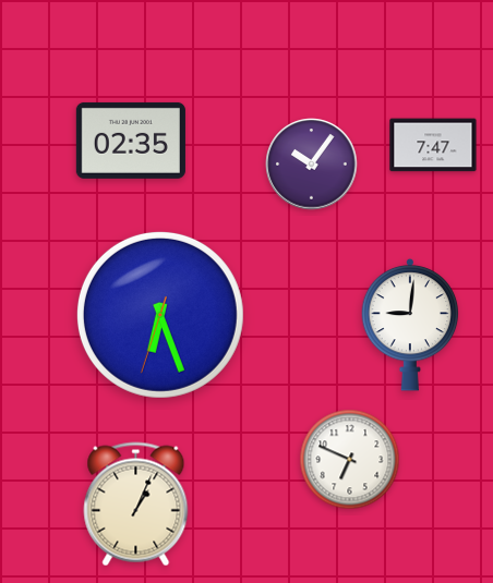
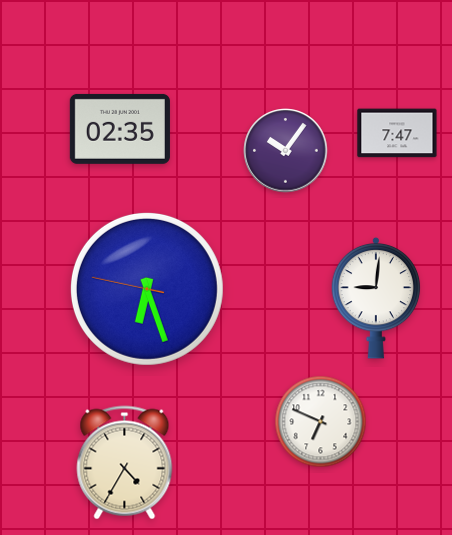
clock at (160, 315): 6:26:33 -> 6:26:47
clock at (136, 505): 1:04 -> 4:35
